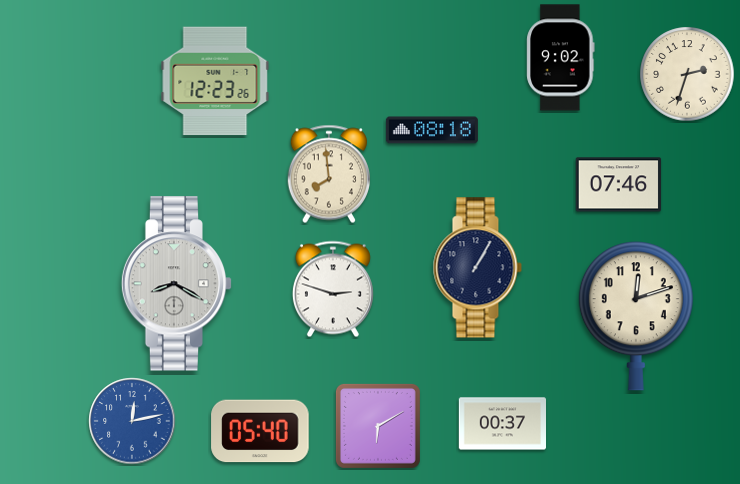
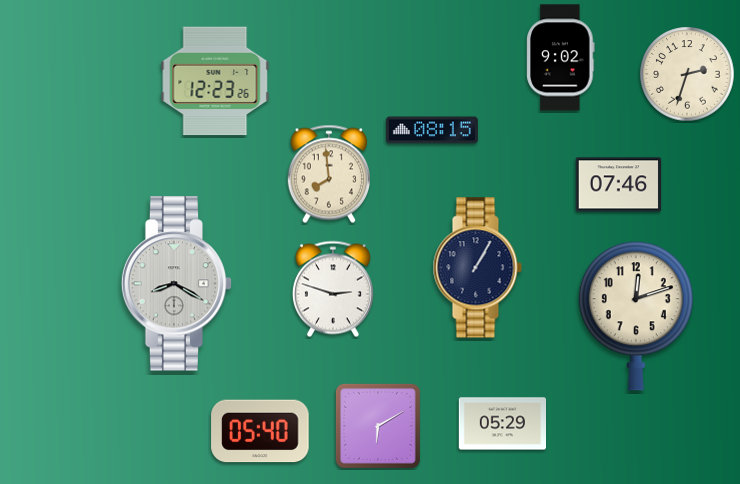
clock at (432, 130): 08:18 -> 08:15
clock at (132, 421): 12:13 -> none
clock at (502, 424): 00:37 -> 05:29
